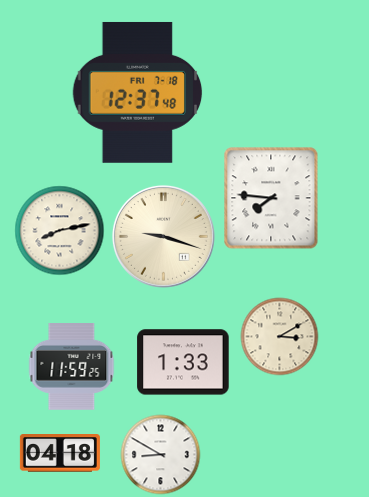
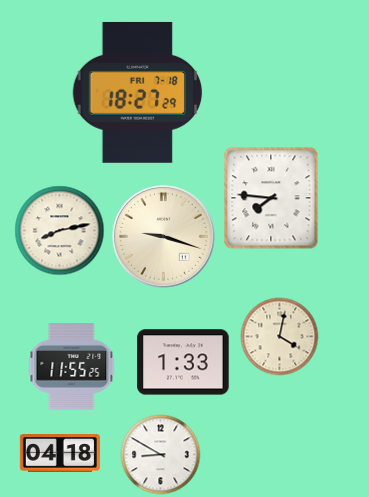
clock at (138, 92): 12:37 -> 18:27
clock at (279, 336): 3:10 -> 4:02
clock at (71, 367): 11:59 -> 11:55
